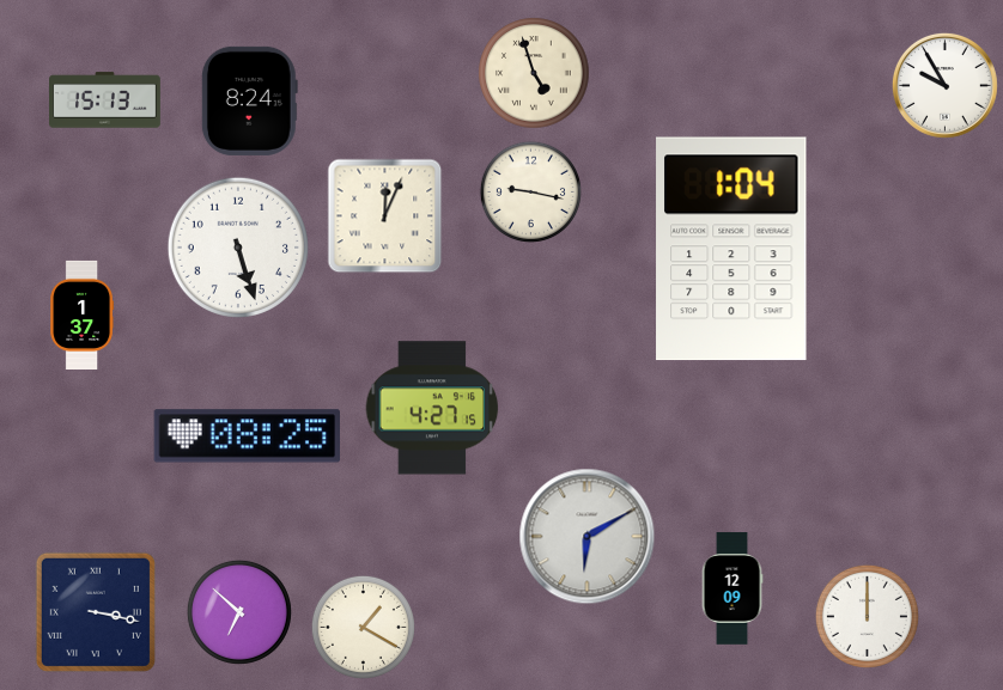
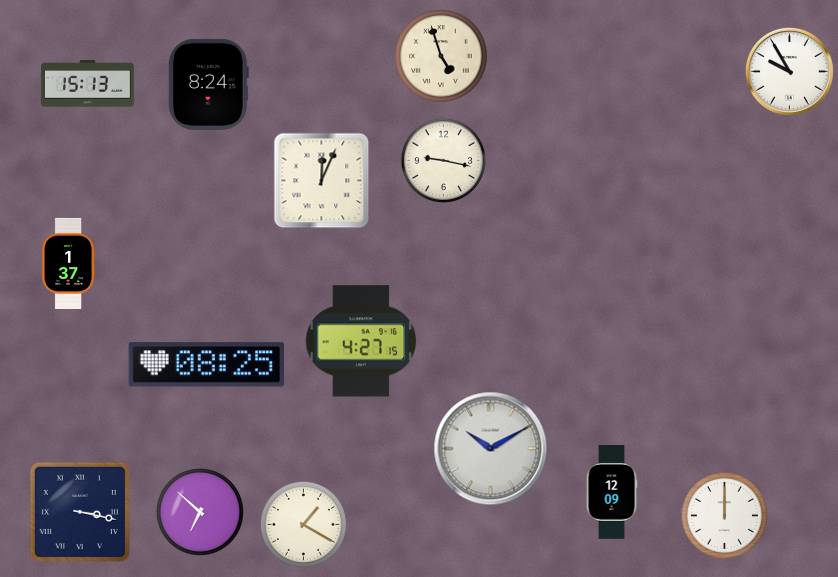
clock at (534, 73) position: (534, 73) -> (441, 56)
clock at (237, 246): 5:27 -> none
clock at (731, 249): 1:04 -> none
clock at (588, 537): 6:10 -> 10:10
